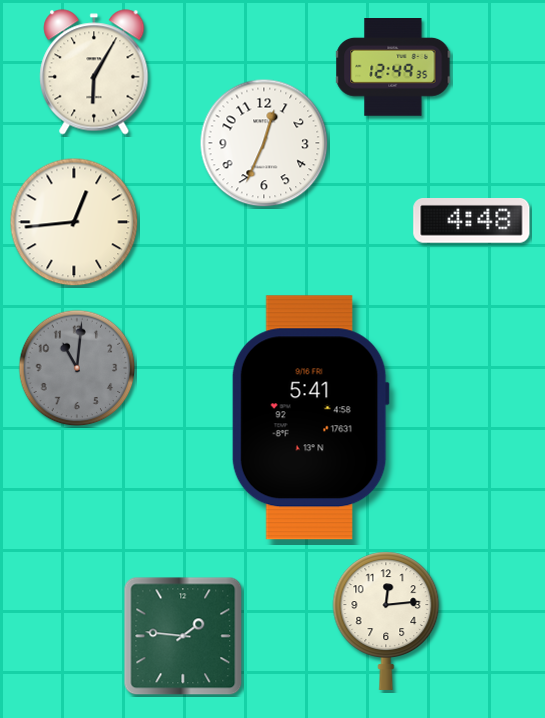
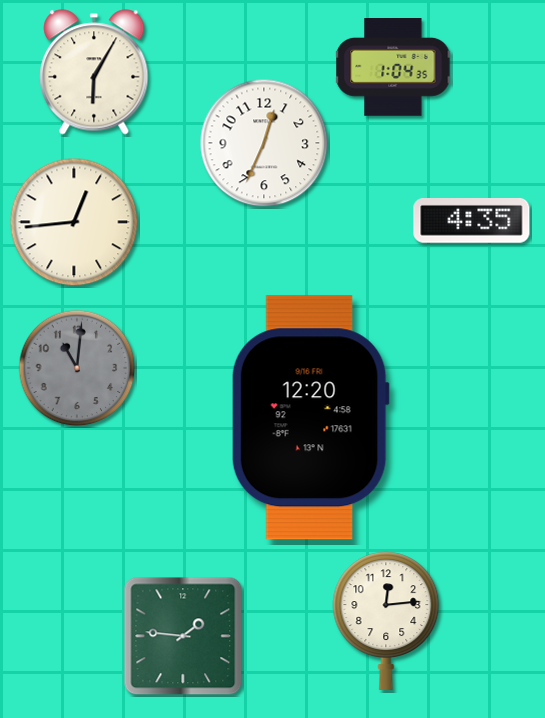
clock at (393, 68): 12:49 -> 1:04
clock at (472, 221): 4:48 -> 4:35
clock at (310, 418): 5:41 -> 12:20
